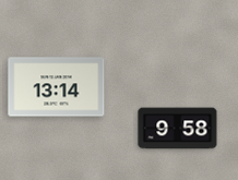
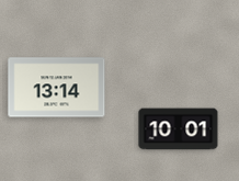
clock at (178, 129): 9:58 -> 10:01
